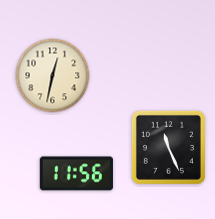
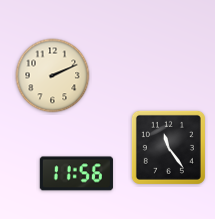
clock at (53, 76): 12:32 -> 2:11
clock at (168, 147): 11:26 -> 11:24
